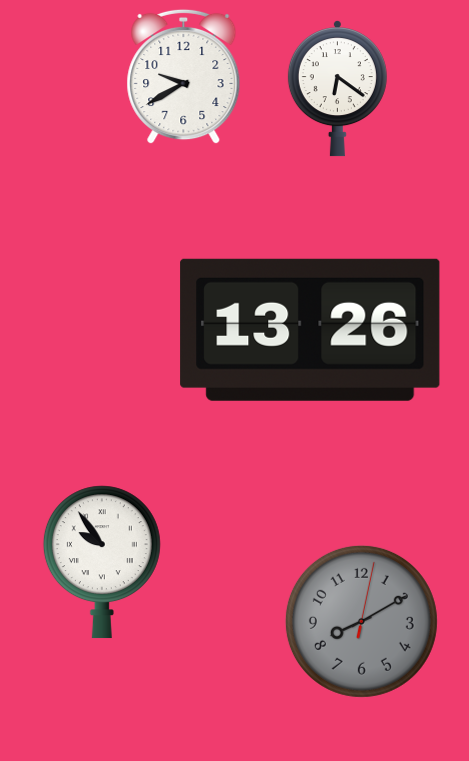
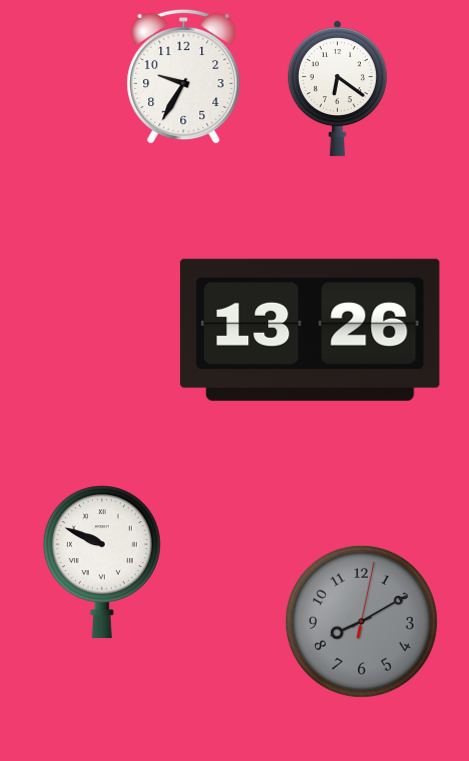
clock at (184, 77): 9:40 -> 9:35
clock at (102, 562): 9:54 -> 9:49
